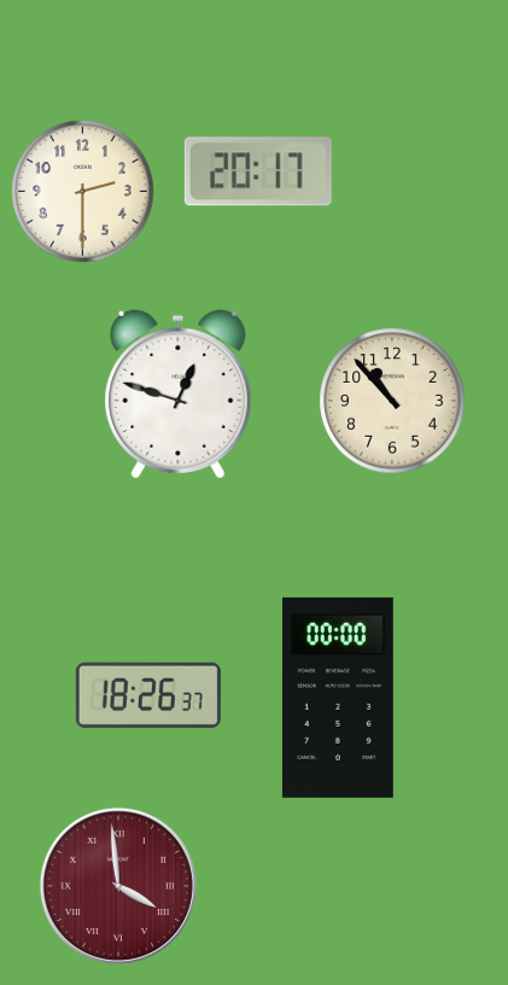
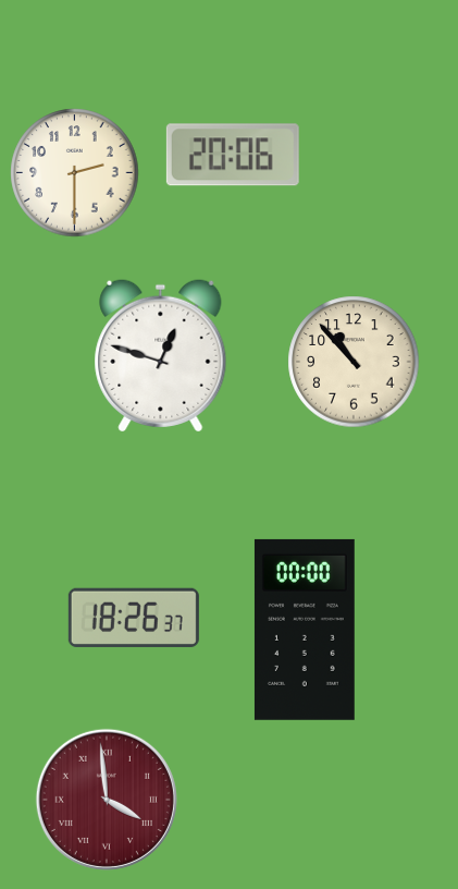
clock at (258, 171): 20:17 -> 20:06
clock at (148, 695) position: (148, 695) -> (134, 618)
